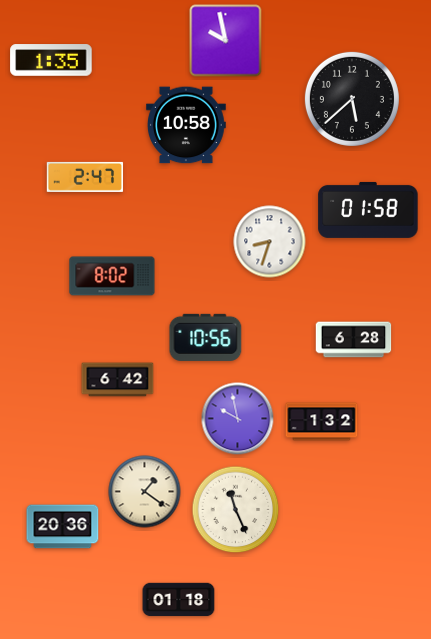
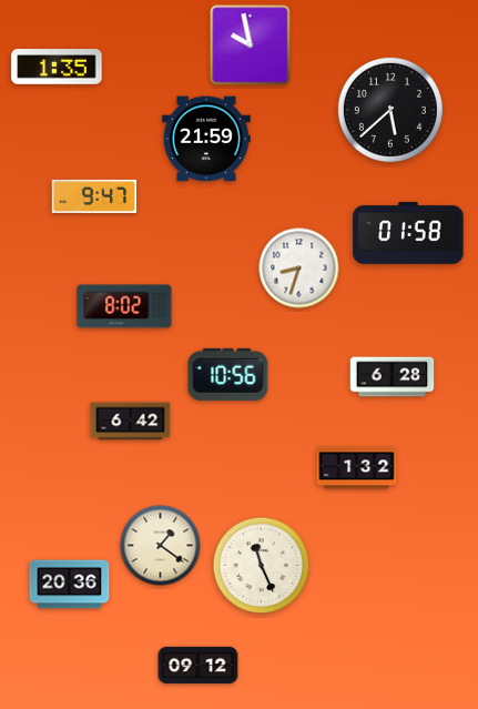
clock at (187, 125): 10:58 -> 21:59
clock at (85, 177): 2:47 -> 9:47
clock at (238, 419): 9:58 -> none
clock at (179, 600): 01:18 -> 09:12
